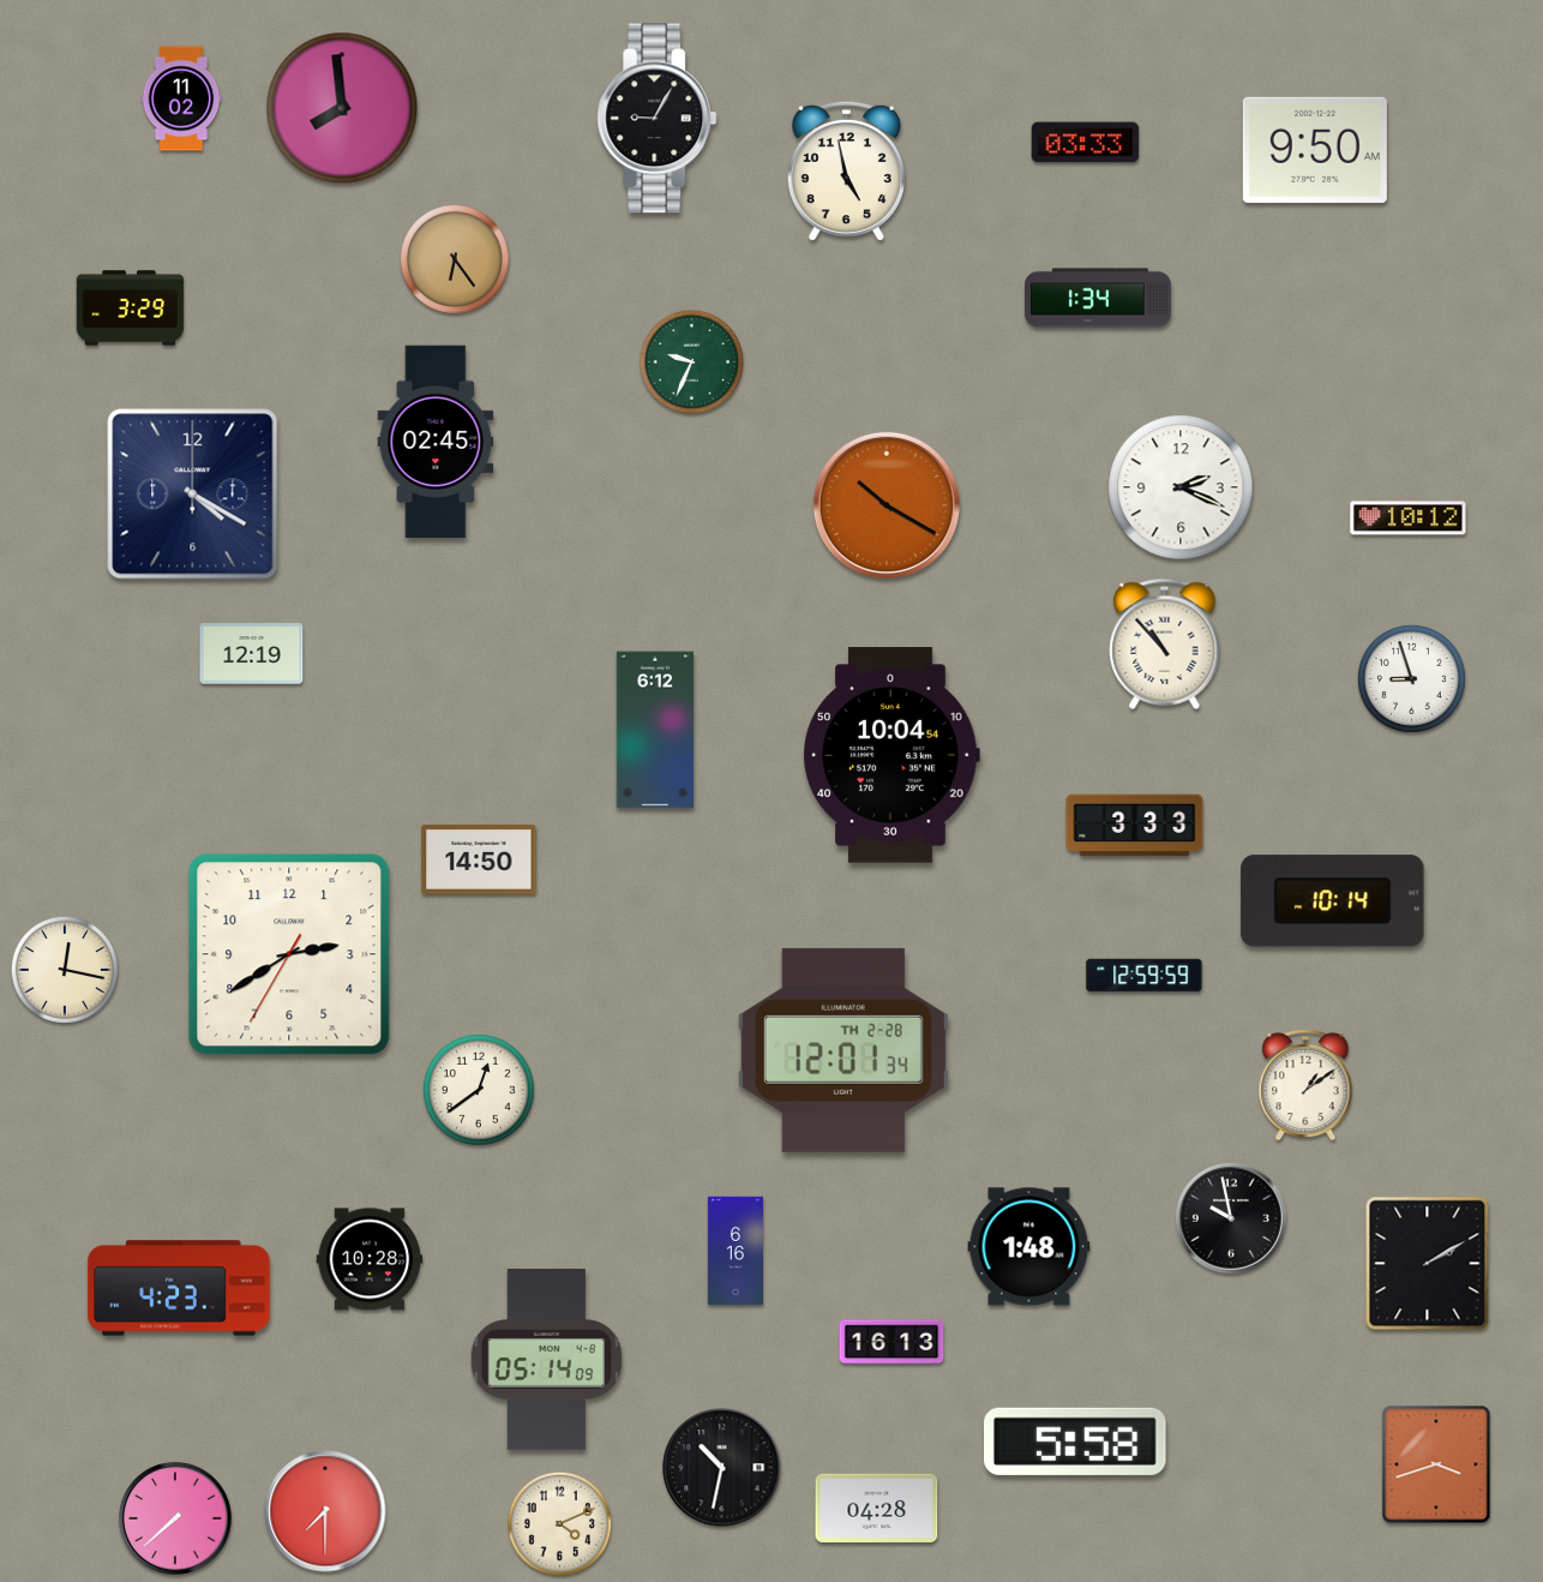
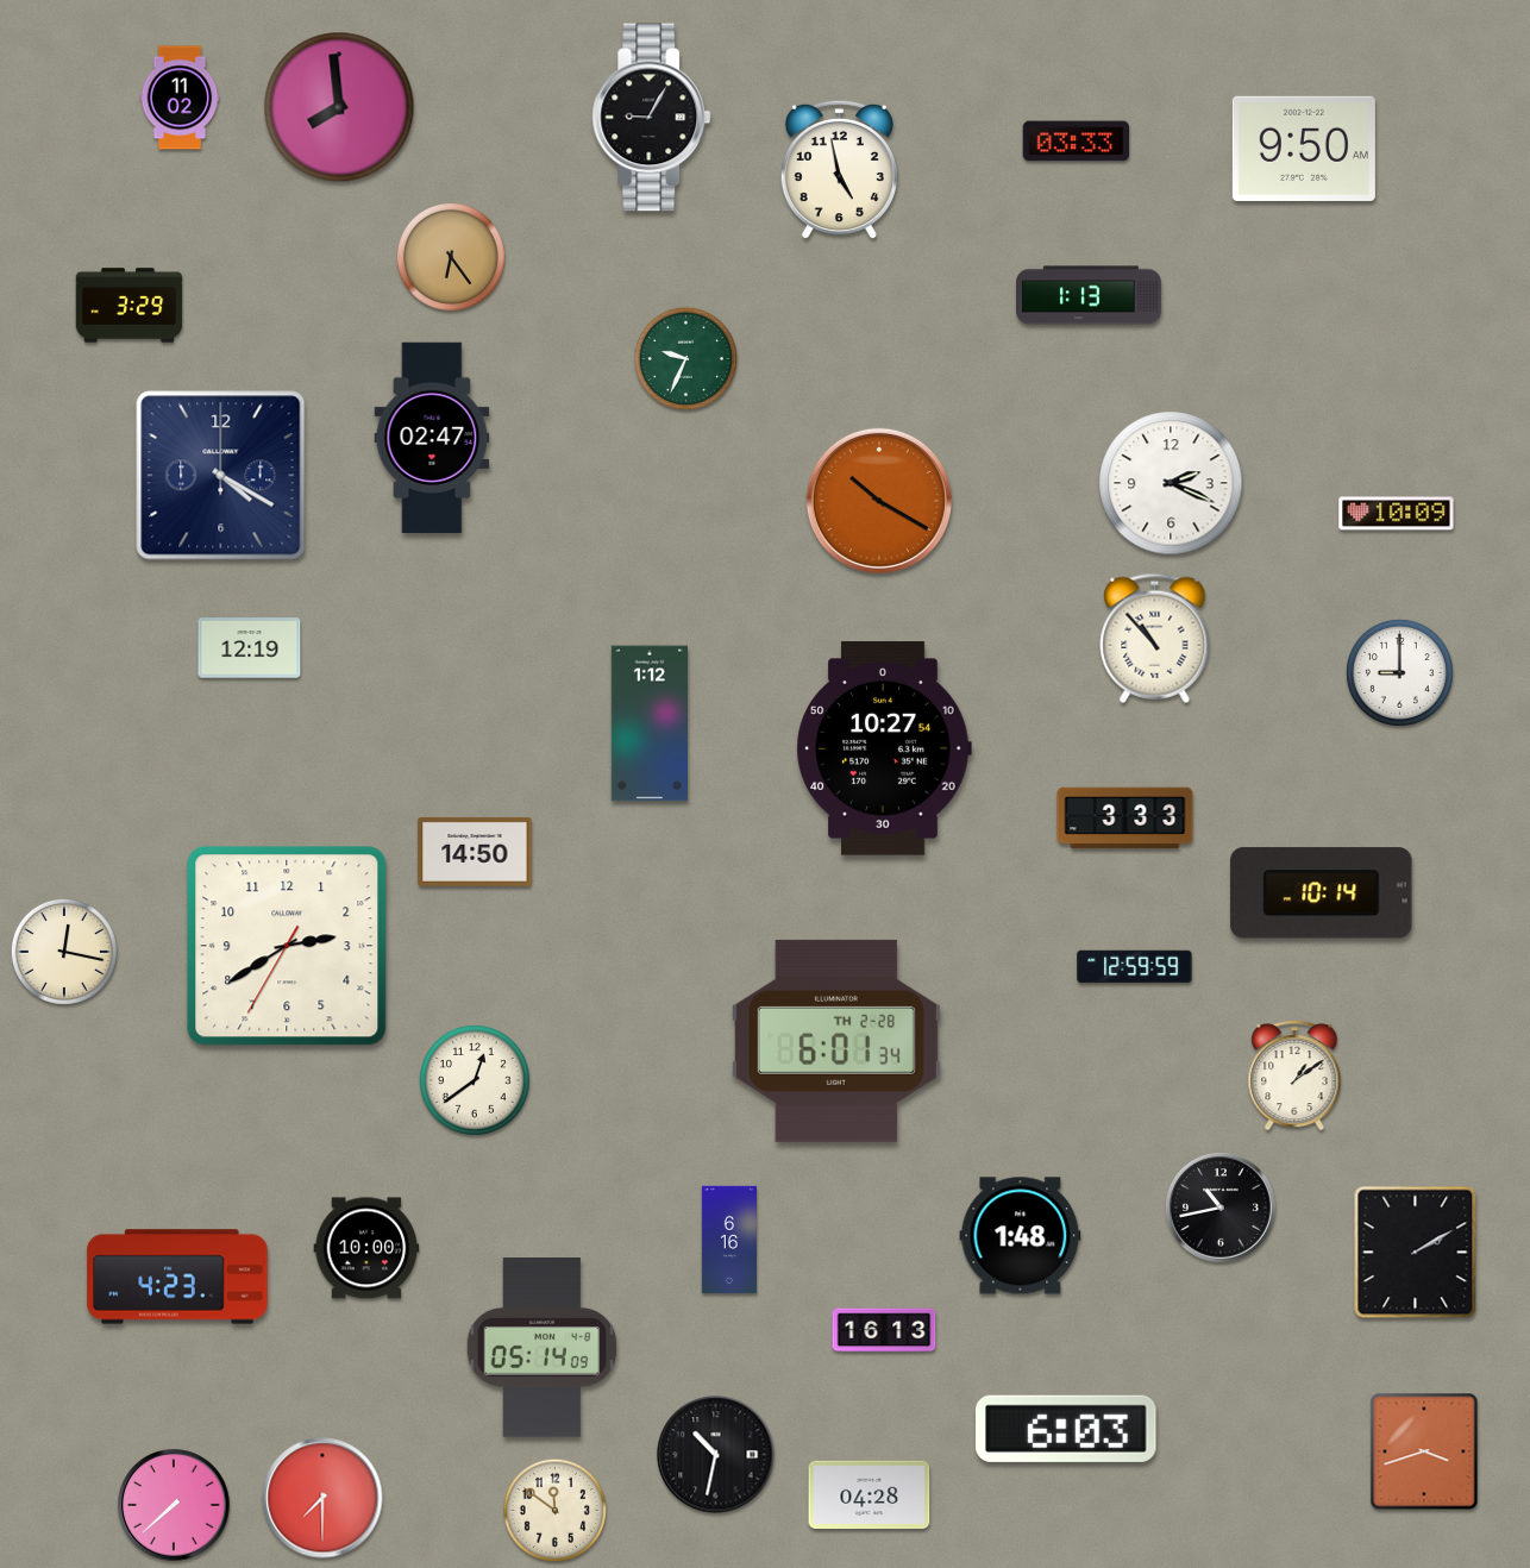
clock at (1098, 298): 1:34 -> 1:13
clock at (436, 442): 02:45 -> 02:47
clock at (193, 495) position: (193, 495) -> (221, 476)
clock at (1409, 519): 10:12 -> 10:09
clock at (1411, 678): 8:57 -> 9:00
clock at (654, 730): 6:12 -> 1:12
clock at (891, 755): 10:04 -> 10:27
clock at (65, 970) position: (65, 970) -> (64, 952)
clock at (843, 1050): 12:01 -> 6:01
clock at (1232, 1220): 9:58 -> 10:43
clock at (370, 1259): 10:28 -> 10:00
clock at (1076, 1442): 5:58 -> 6:03
clock at (559, 1523): 4:11 -> 11:51
